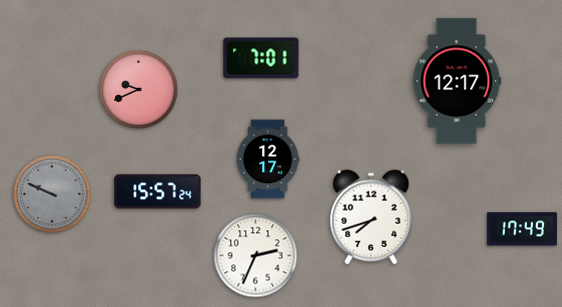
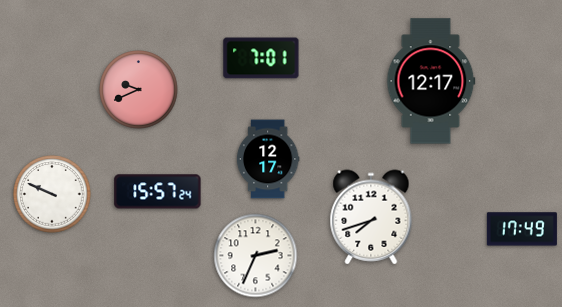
clock at (457, 81) position: (457, 81) -> (431, 81)
clock at (52, 194) dial: grey -> white
